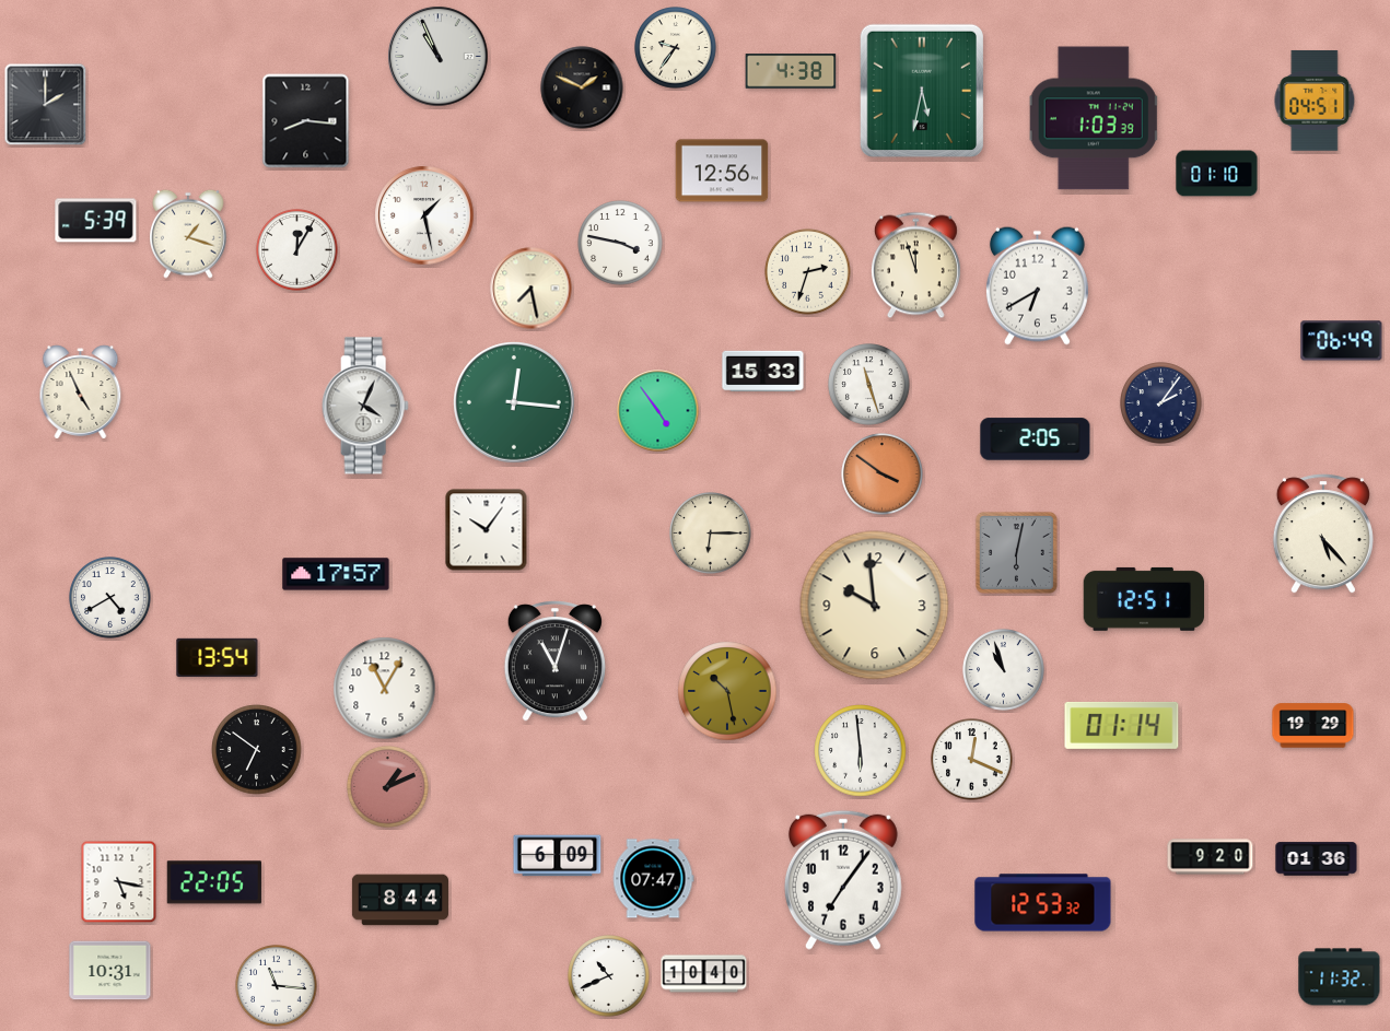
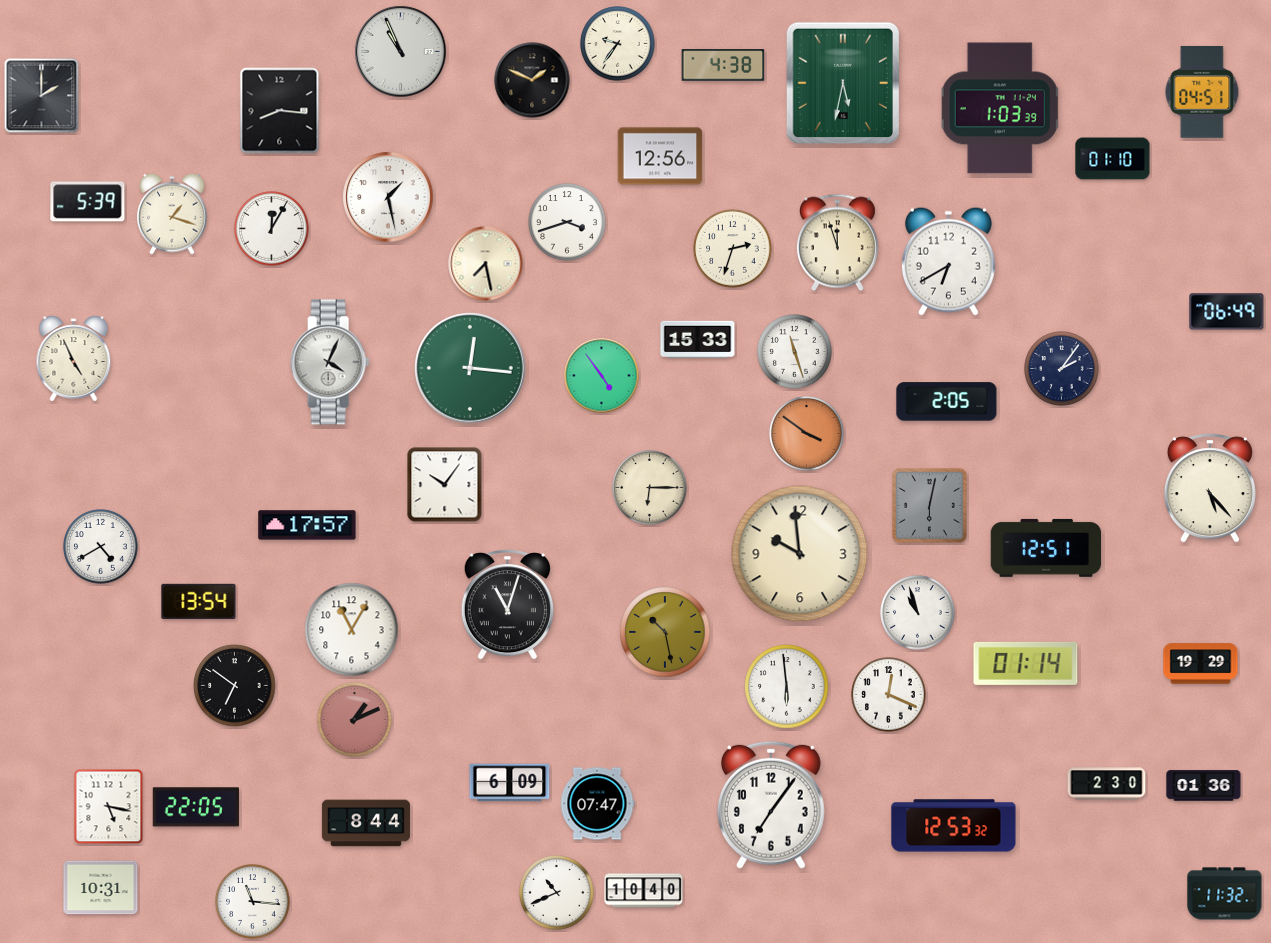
clock at (620, 243): 3:47 -> 3:42
clock at (808, 272) position: (808, 272) -> (733, 249)
clock at (365, 406) position: (365, 406) -> (330, 362)
clock at (1211, 857): 9:20 -> 2:30
